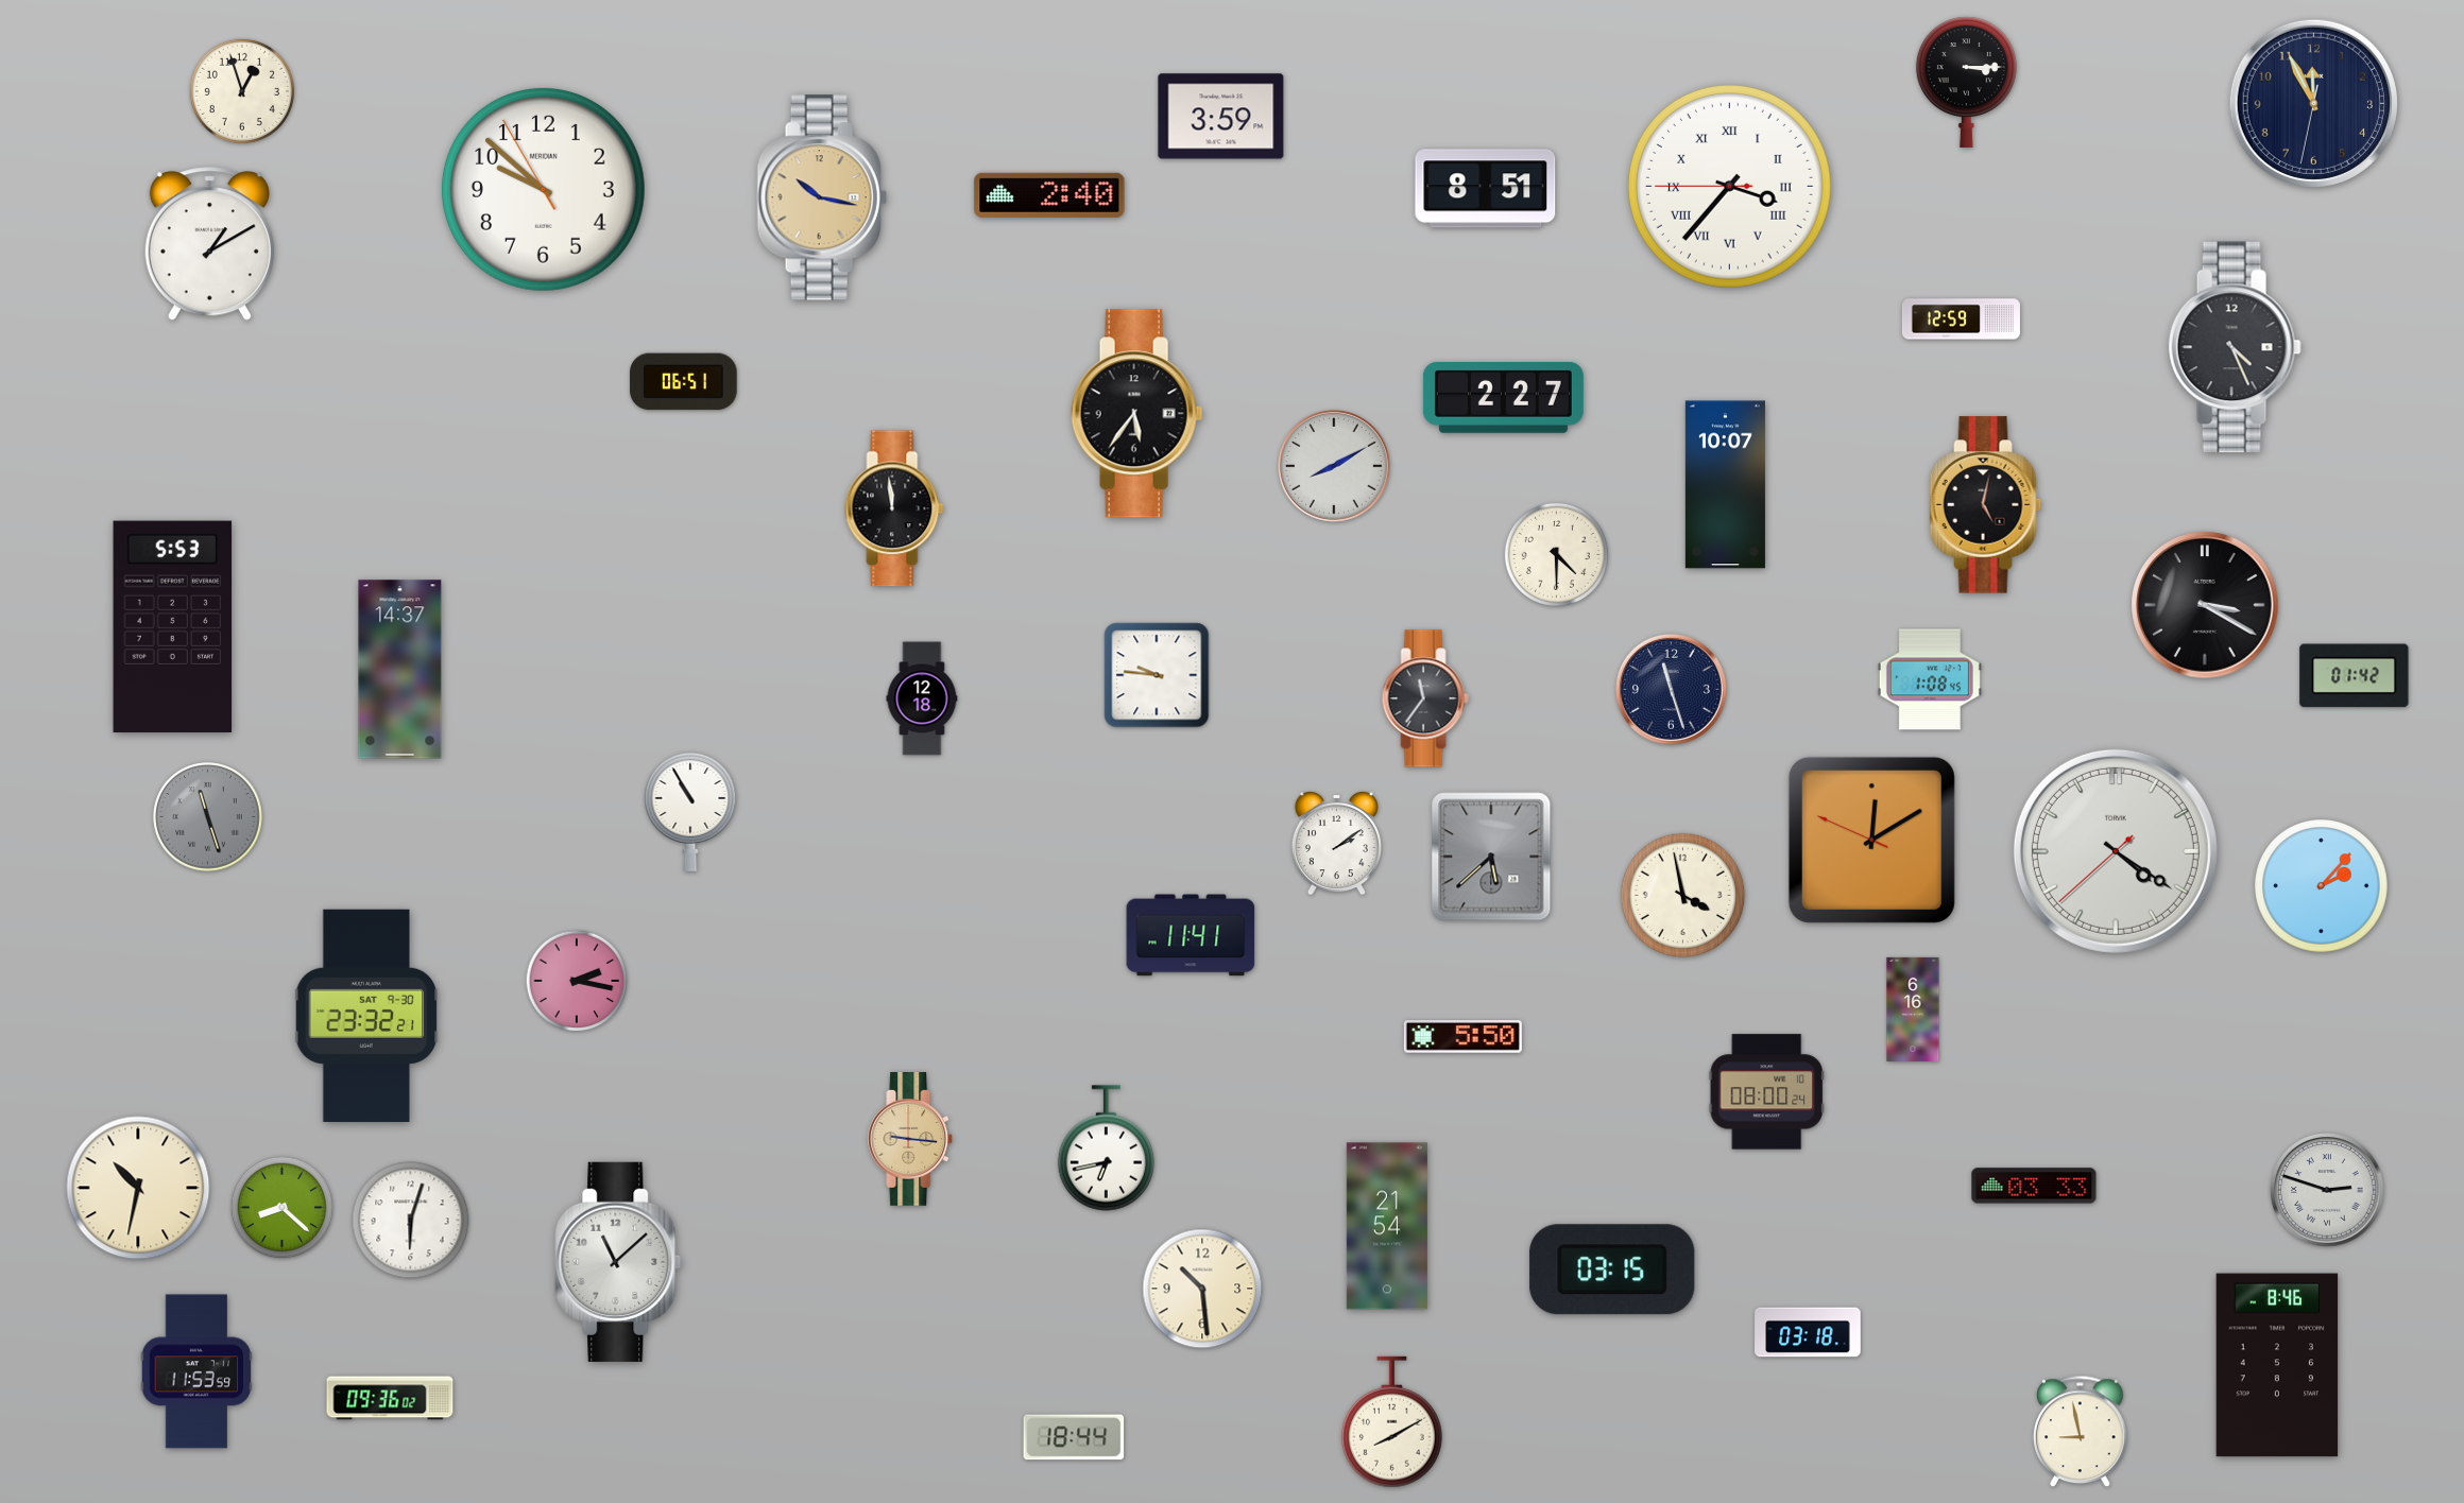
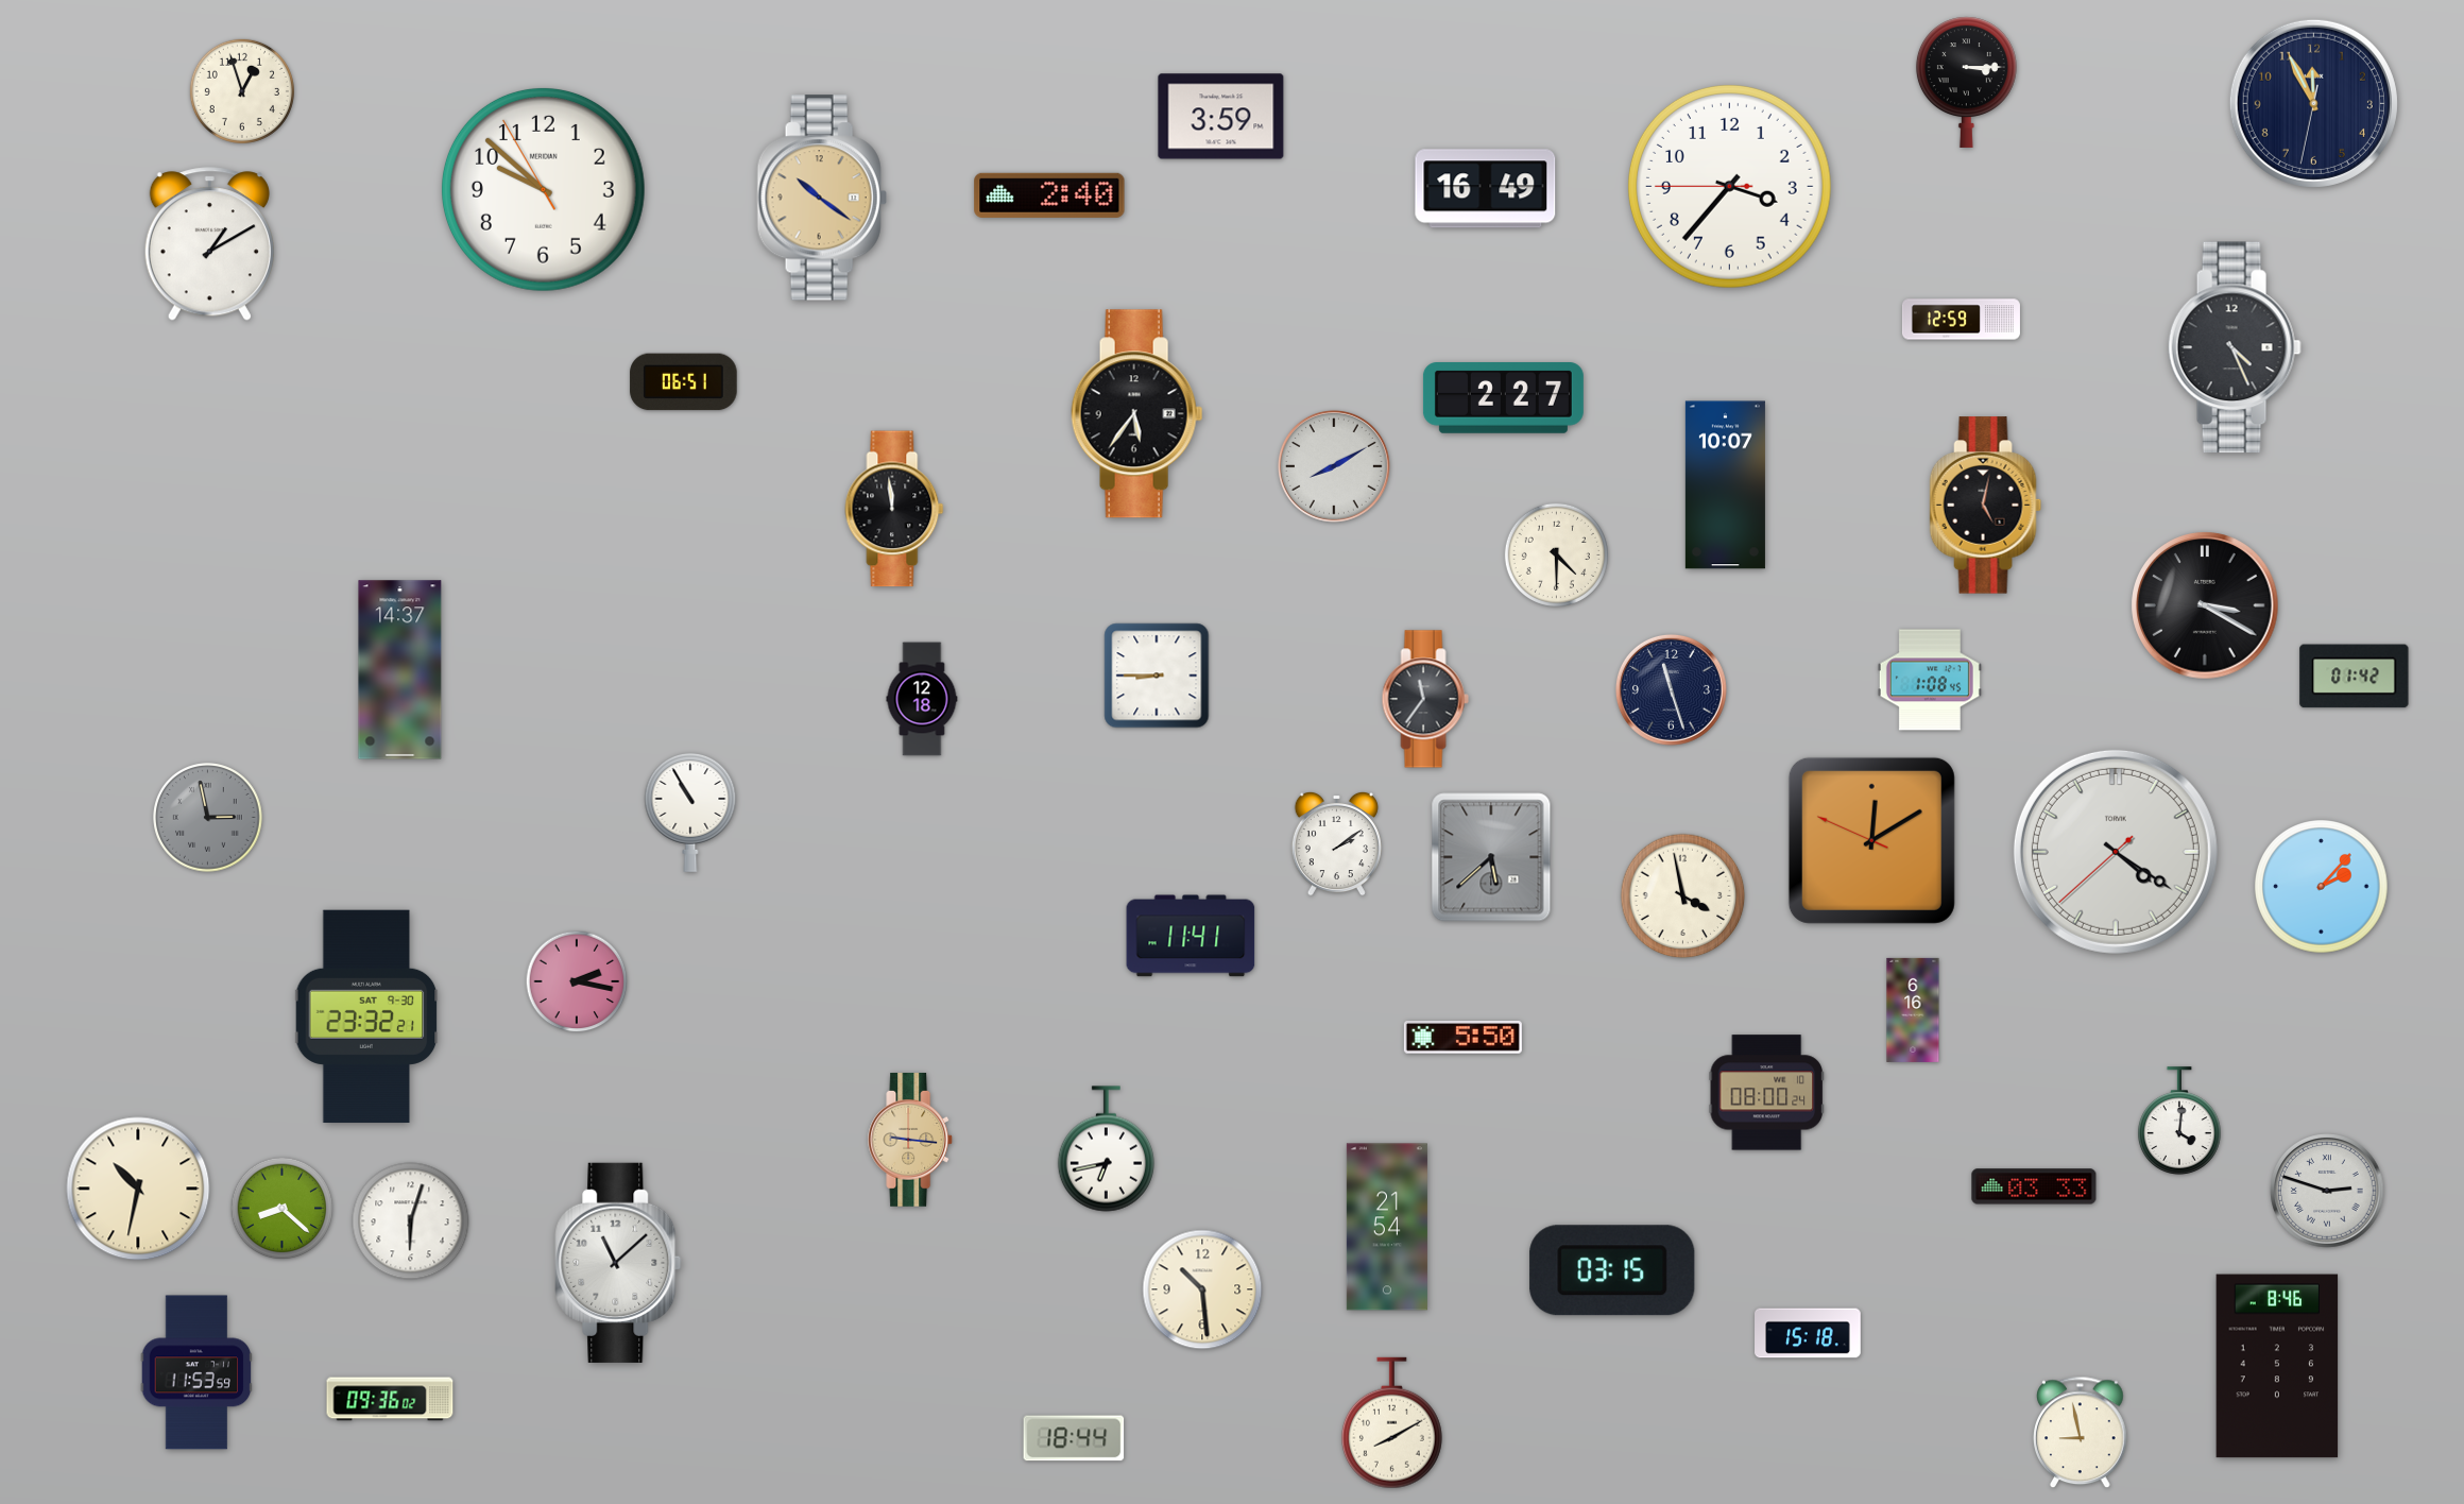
clock at (1729, 186) numerals: Roman -> Arabic
clock at (1486, 189): 8:51 -> 16:49
clock at (822, 197): 10:17 -> 10:21
clock at (173, 627): 5:53 -> none
clock at (1157, 675): 9:46 -> 8:45
clock at (208, 817): 11:27 -> 2:58
clock at (2179, 1121): none -> 4:01
clock at (1808, 1332): 03:18 -> 15:18
